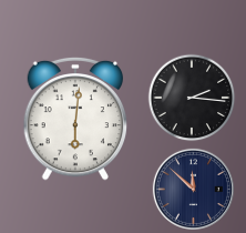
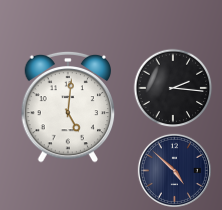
clock at (75, 119): 6:01 -> 5:01
clock at (193, 189): 11:52 -> 4:52
